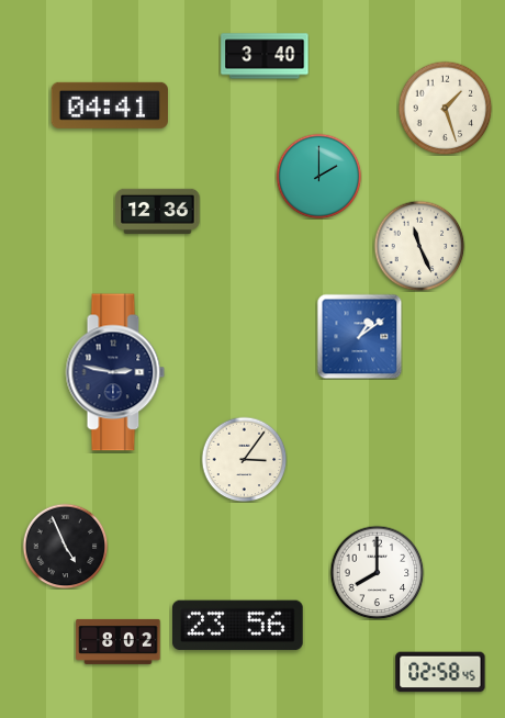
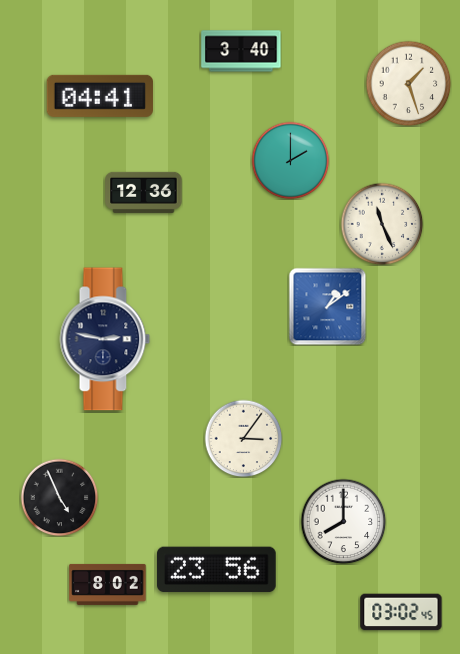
clock at (445, 108) position: (445, 108) -> (408, 83)
clock at (244, 459) position: (244, 459) -> (243, 438)
clock at (440, 672): 02:58 -> 03:02
